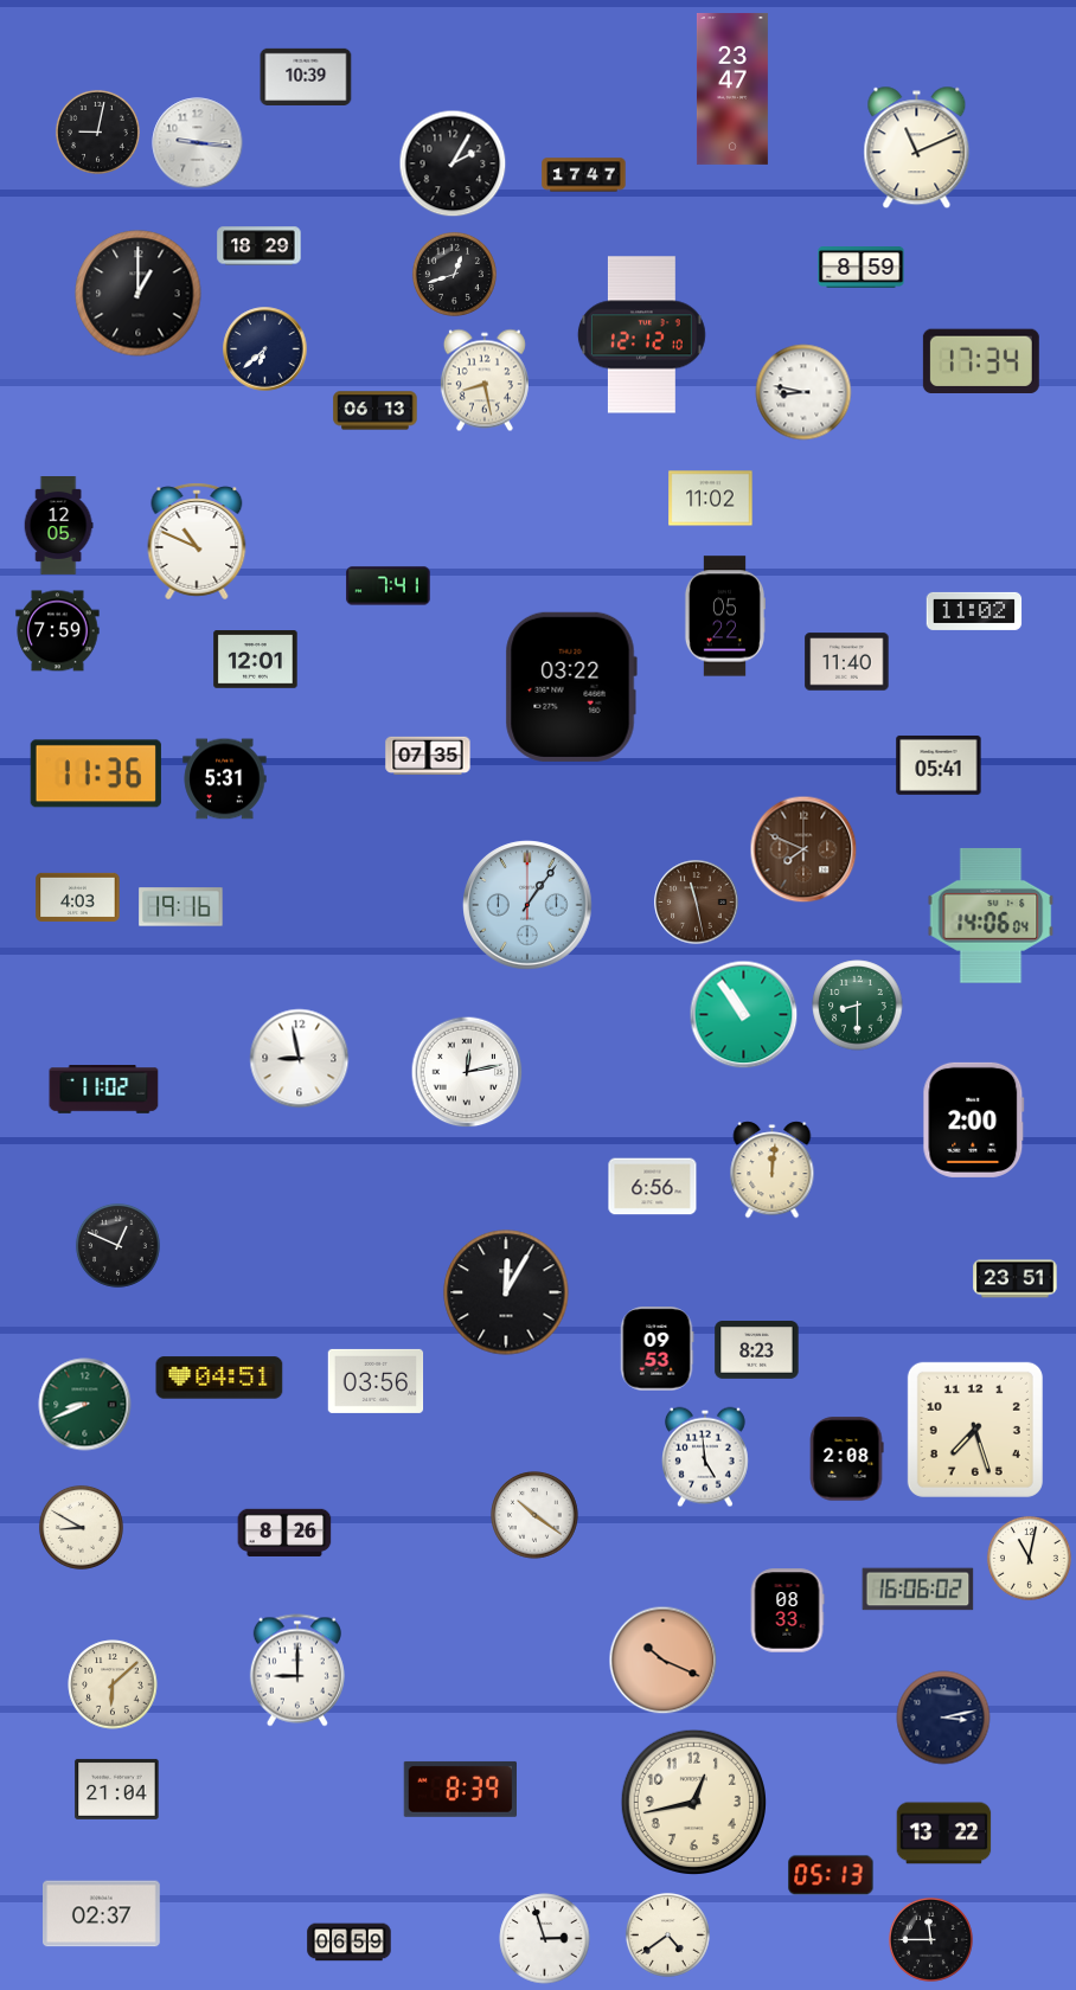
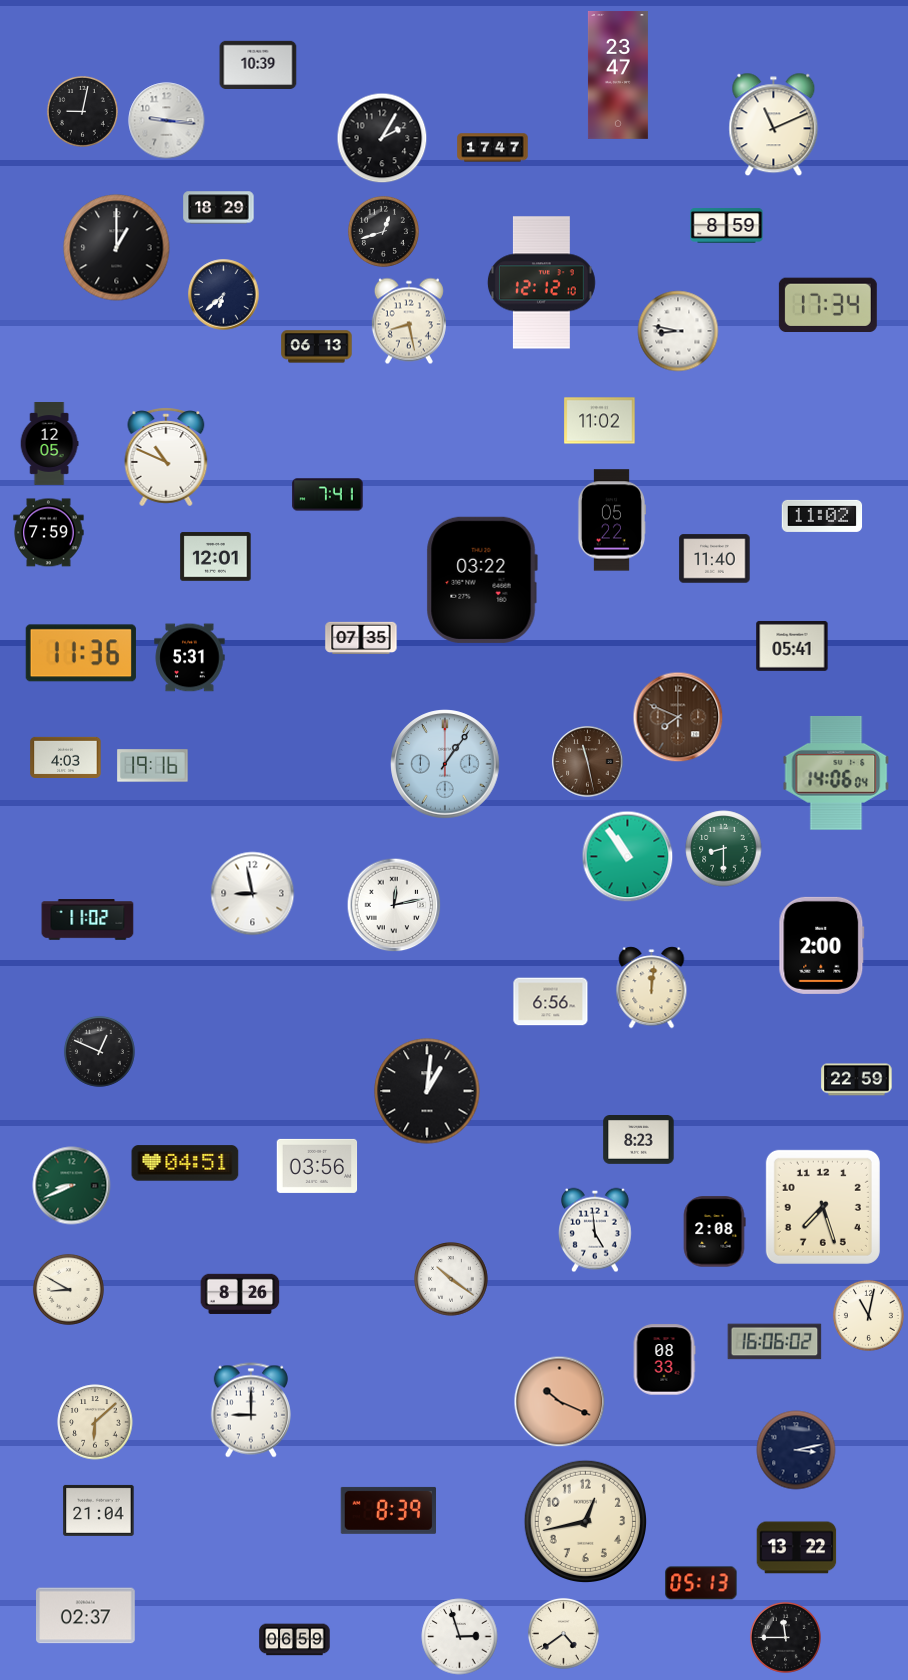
clock at (1016, 1279): 23:51 -> 22:59
clock at (506, 1292): 12:05 -> 1:01
clock at (657, 1349): 09:53 -> none
